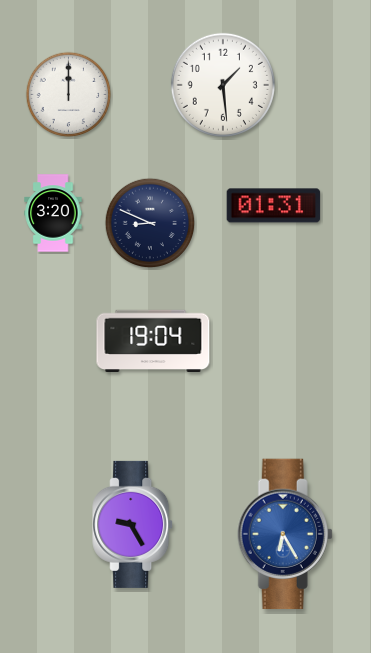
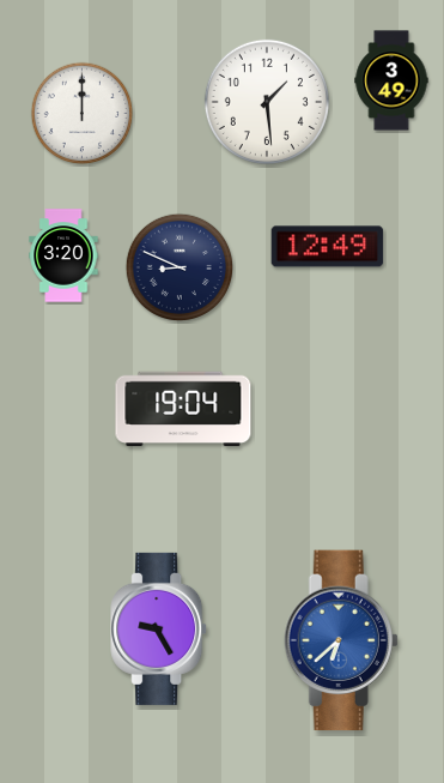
clock at (391, 80): none -> 3:49
clock at (274, 206): 01:31 -> 12:49
clock at (285, 534): 6:25 -> 6:38
